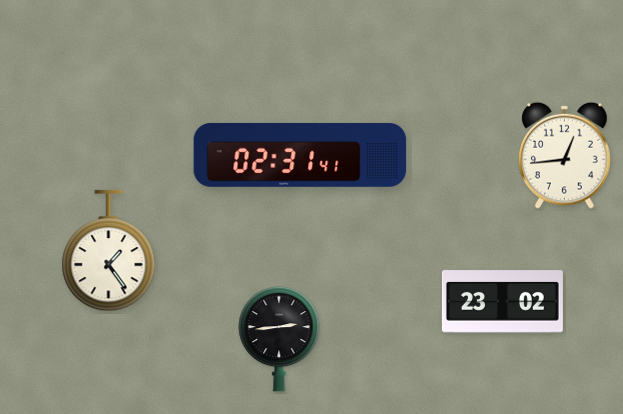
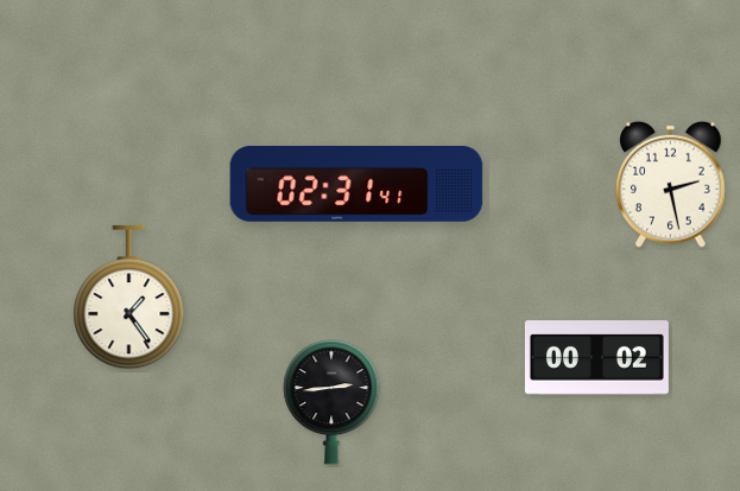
clock at (565, 155): 12:44 -> 2:28
clock at (502, 302): 23:02 -> 00:02
